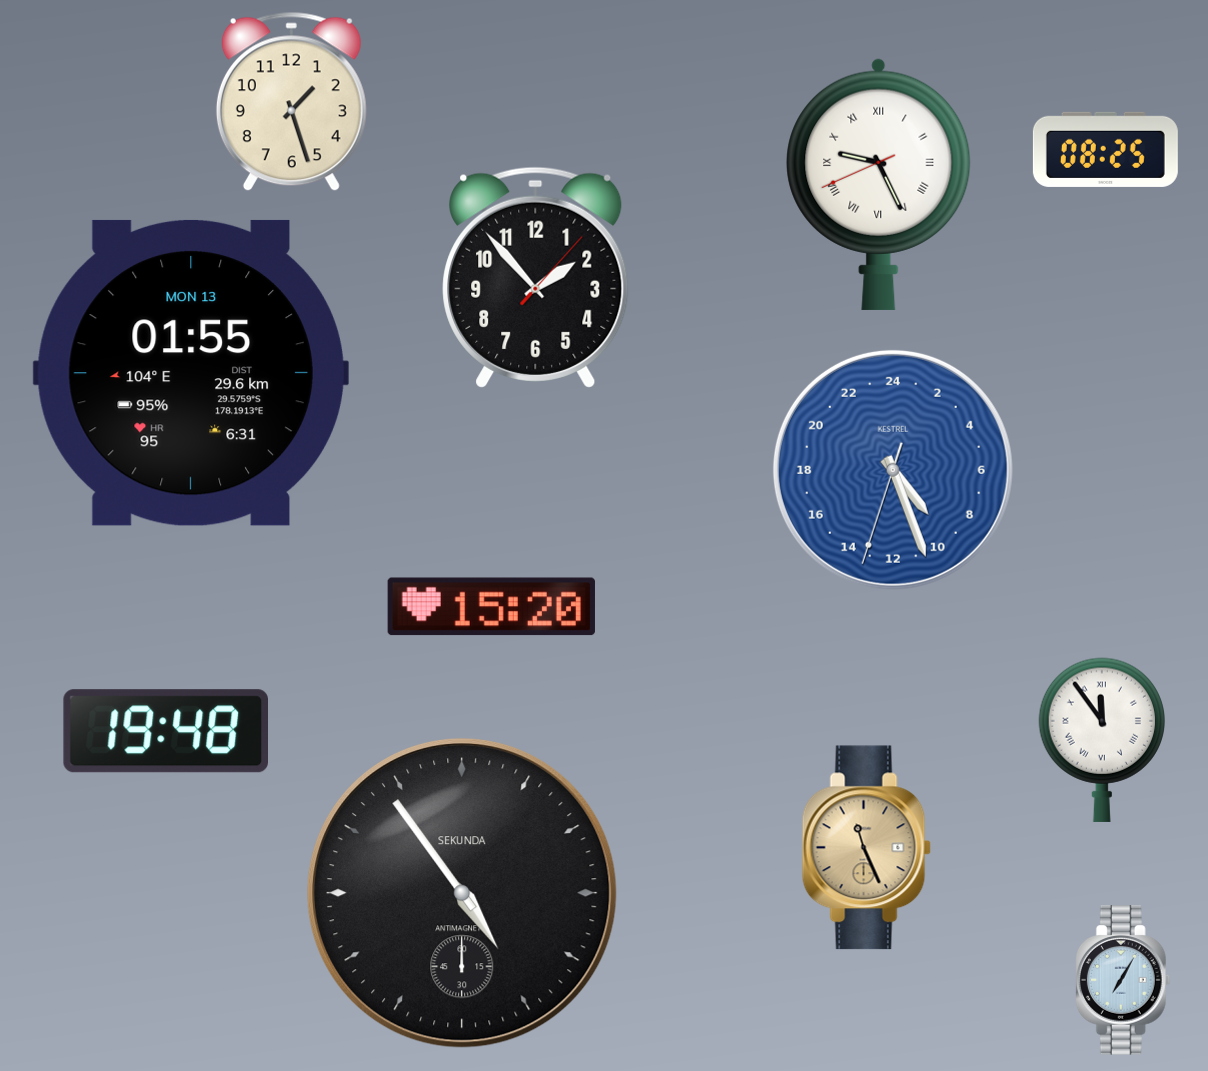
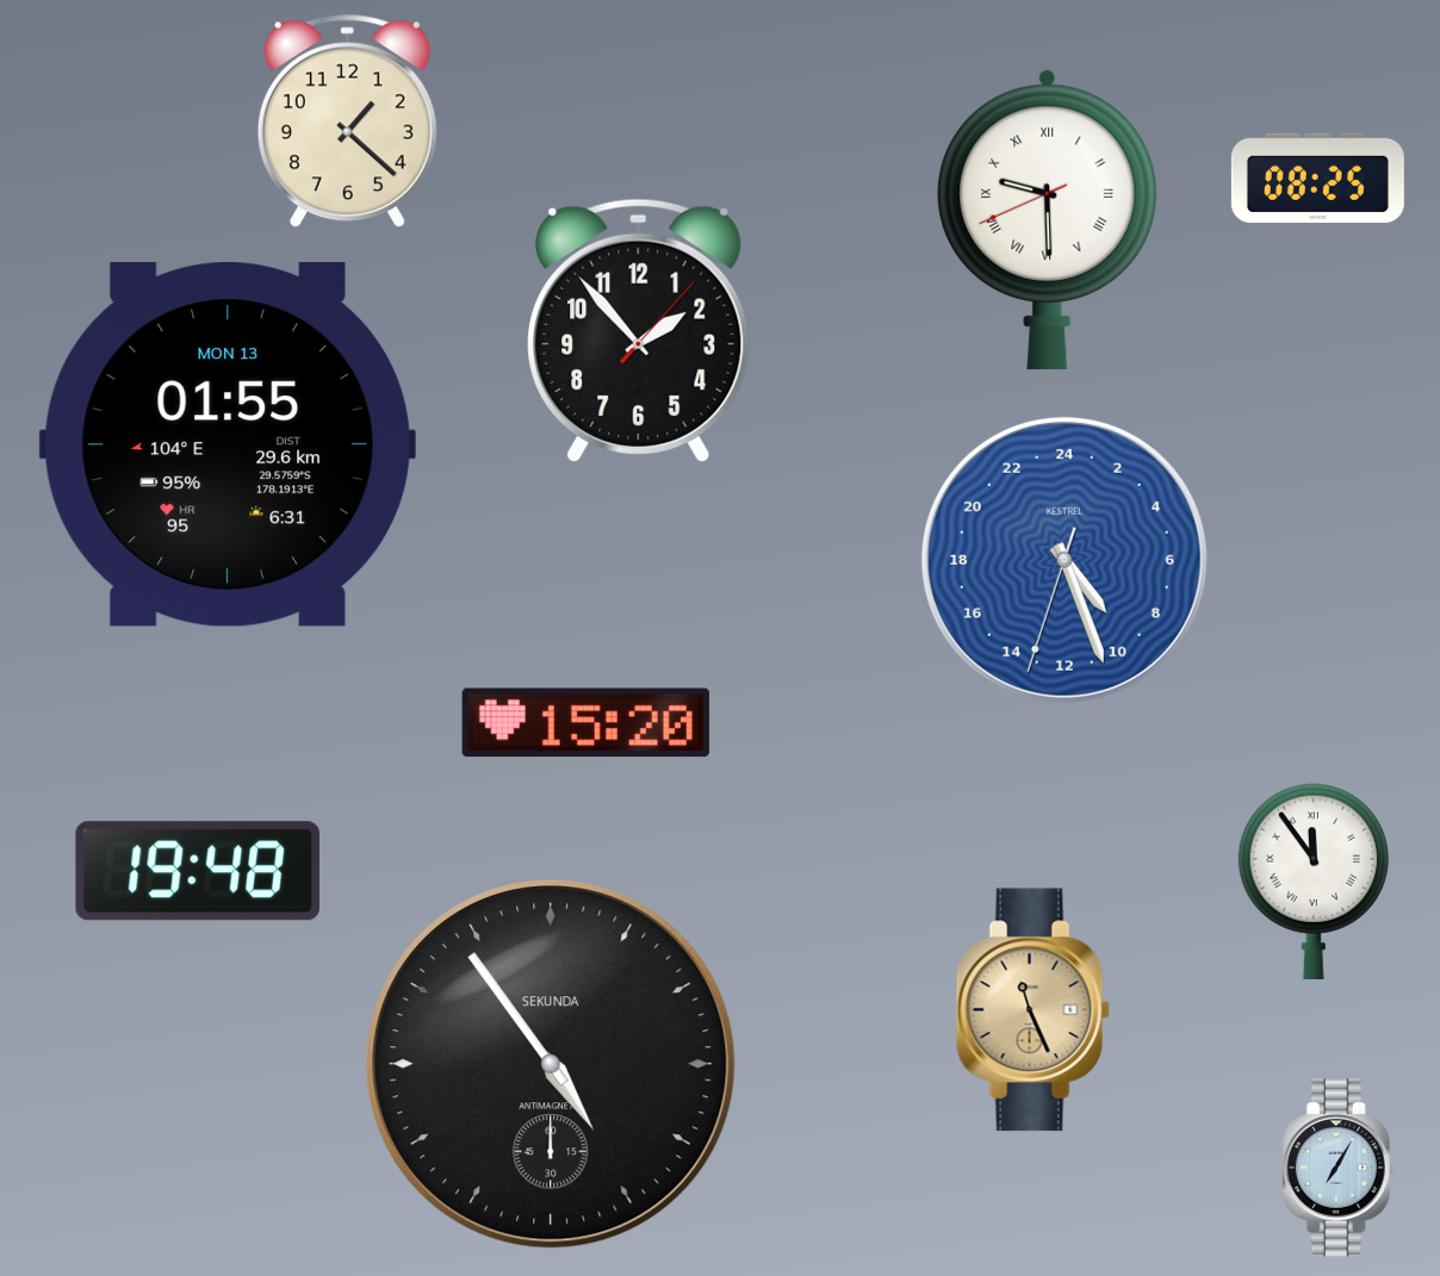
clock at (291, 102): 1:27 -> 1:22
clock at (879, 184): 9:25 -> 9:29
